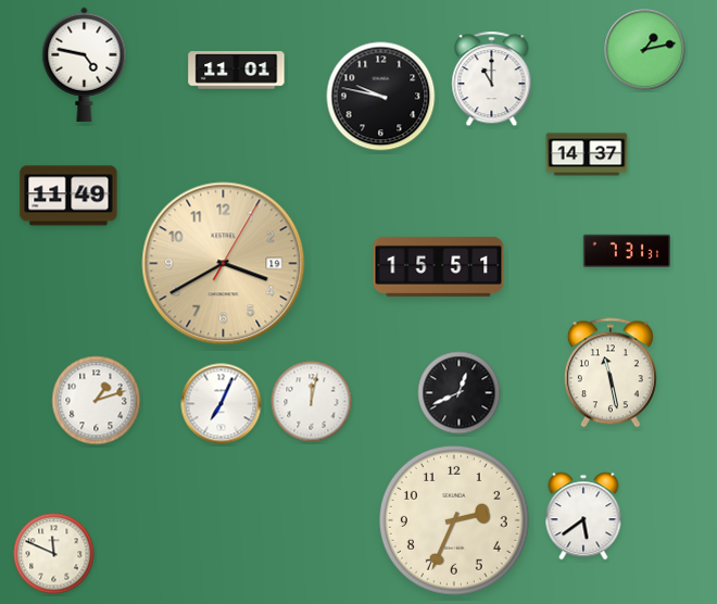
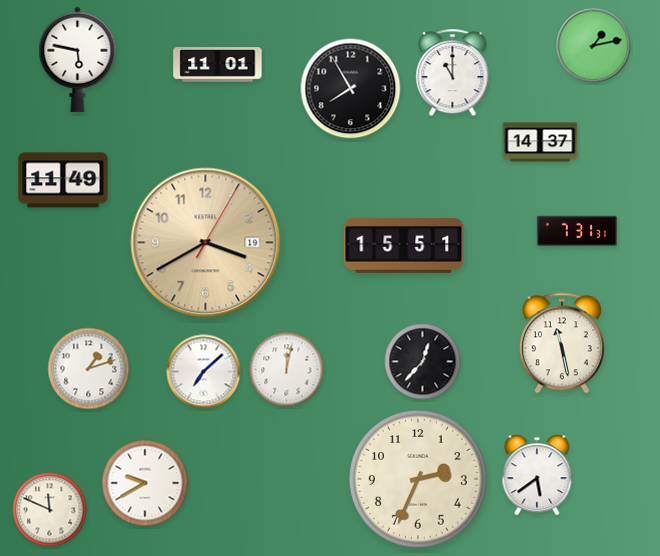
clock at (85, 64): 4:47 -> 5:47
clock at (381, 97): 9:47 -> 7:55
clock at (460, 393): 12:41 -> 12:37
clock at (222, 404): 7:04 -> 7:08
clock at (145, 483): none -> 9:40
